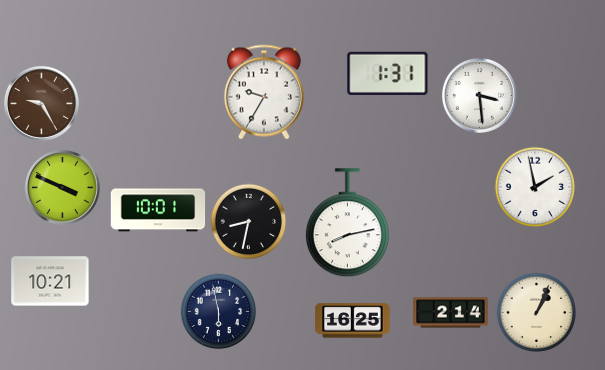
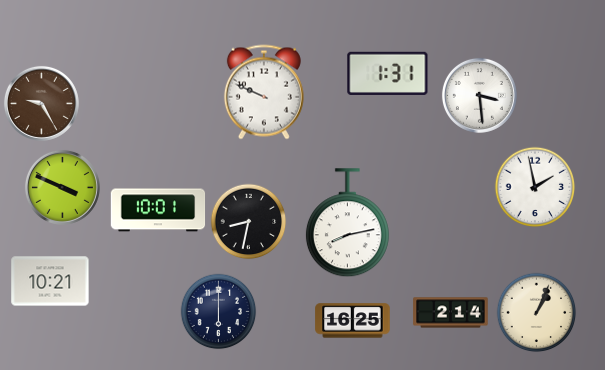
clock at (264, 92): 9:35 -> 9:49
clock at (219, 312): 5:58 -> 6:00
